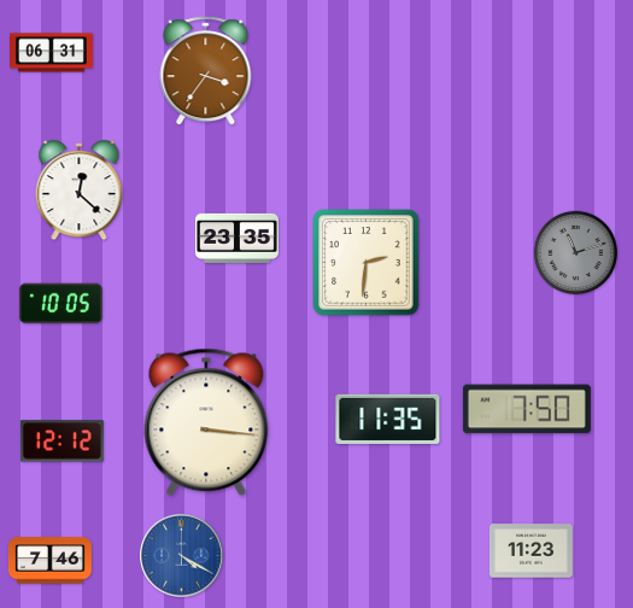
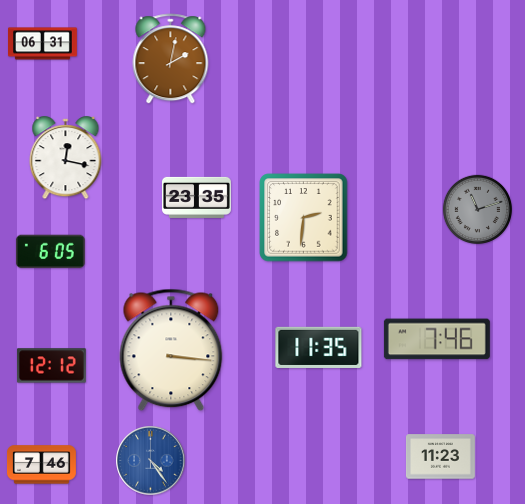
clock at (206, 71): 3:36 -> 2:02
clock at (80, 191): 12:22 -> 12:17
clock at (60, 304): 10:05 -> 6:05
clock at (527, 409): 7:50 -> 7:46
clock at (388, 419) position: (388, 419) -> (319, 347)
clock at (182, 556): 4:20 -> 4:24
